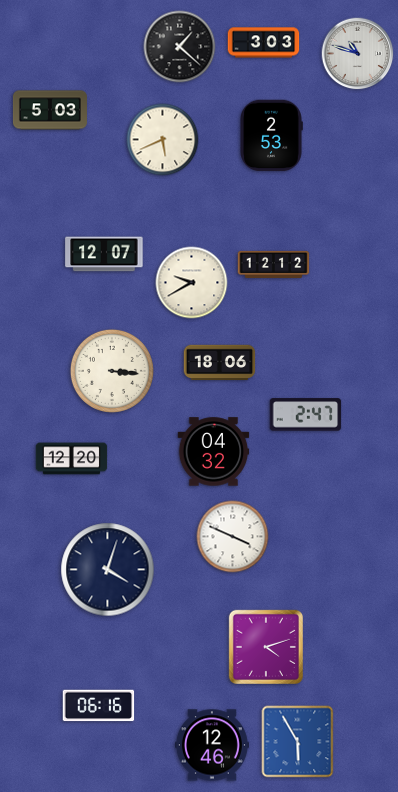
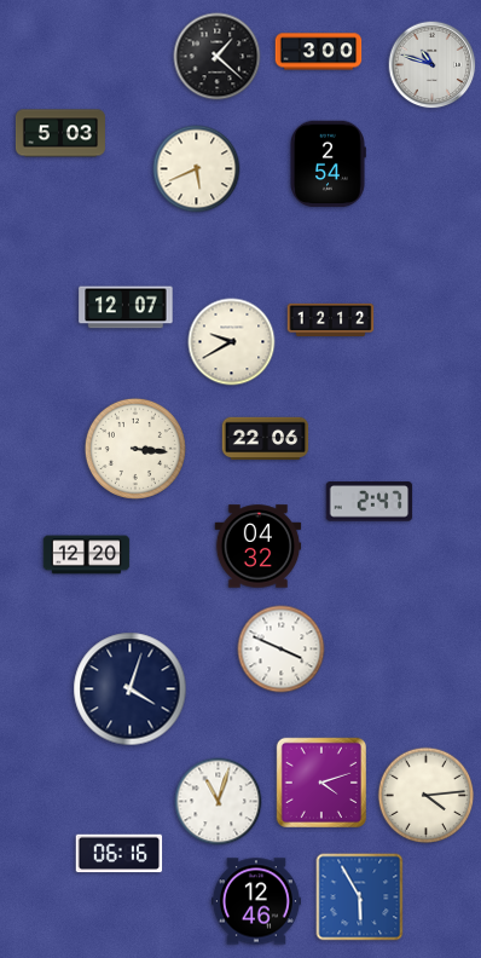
clock at (264, 43): 3:03 -> 3:00
clock at (271, 136): 2:53 -> 2:54
clock at (220, 363): 18:06 -> 22:06
clock at (427, 796): none -> 4:14
clock at (219, 802): none -> 11:03
